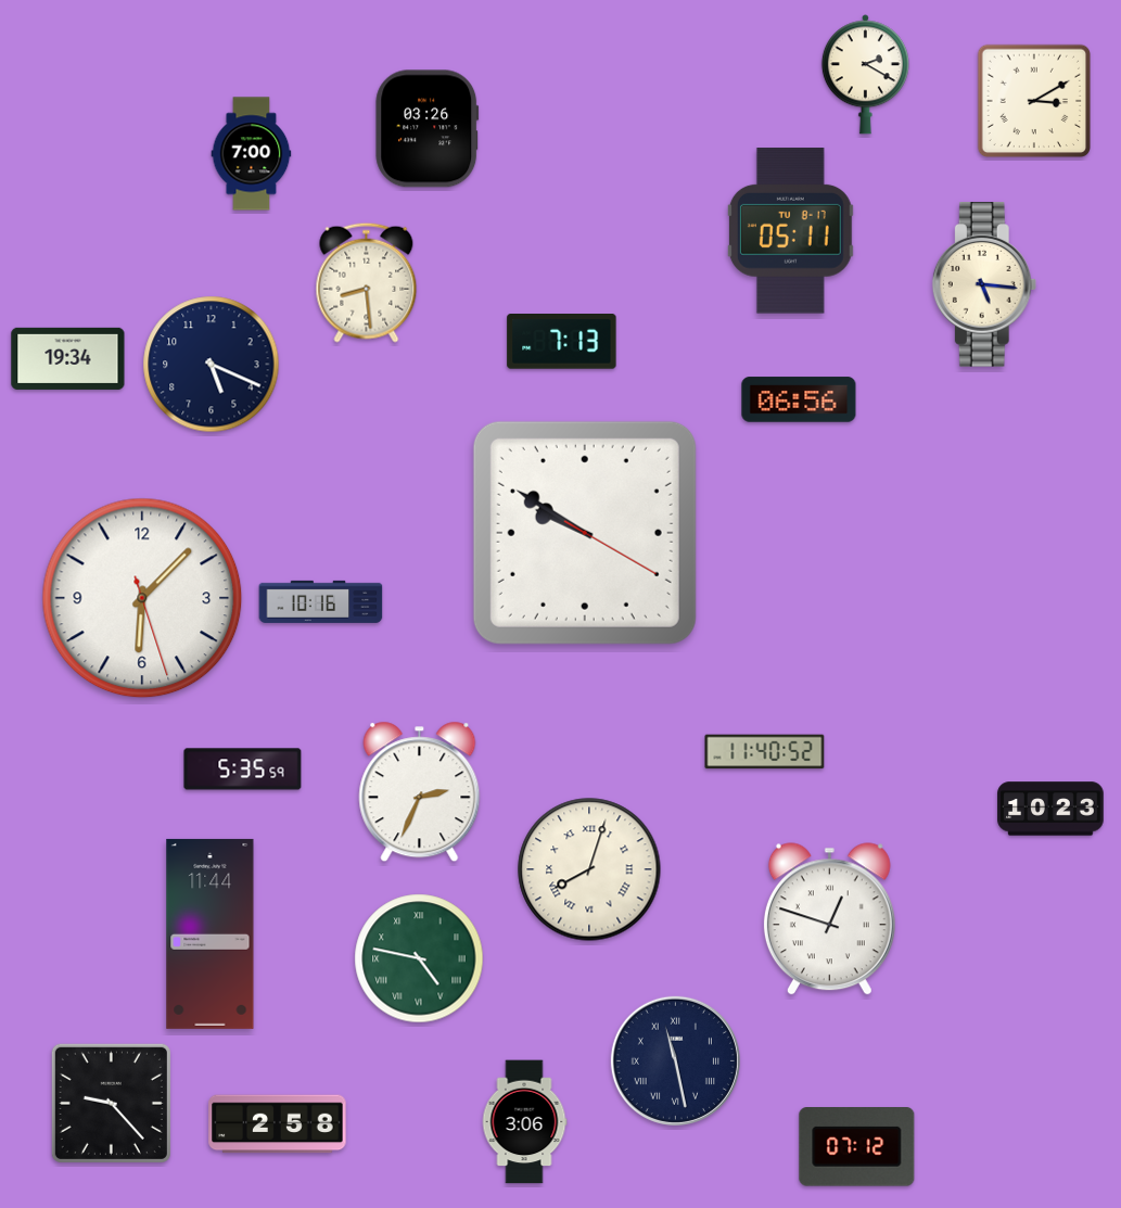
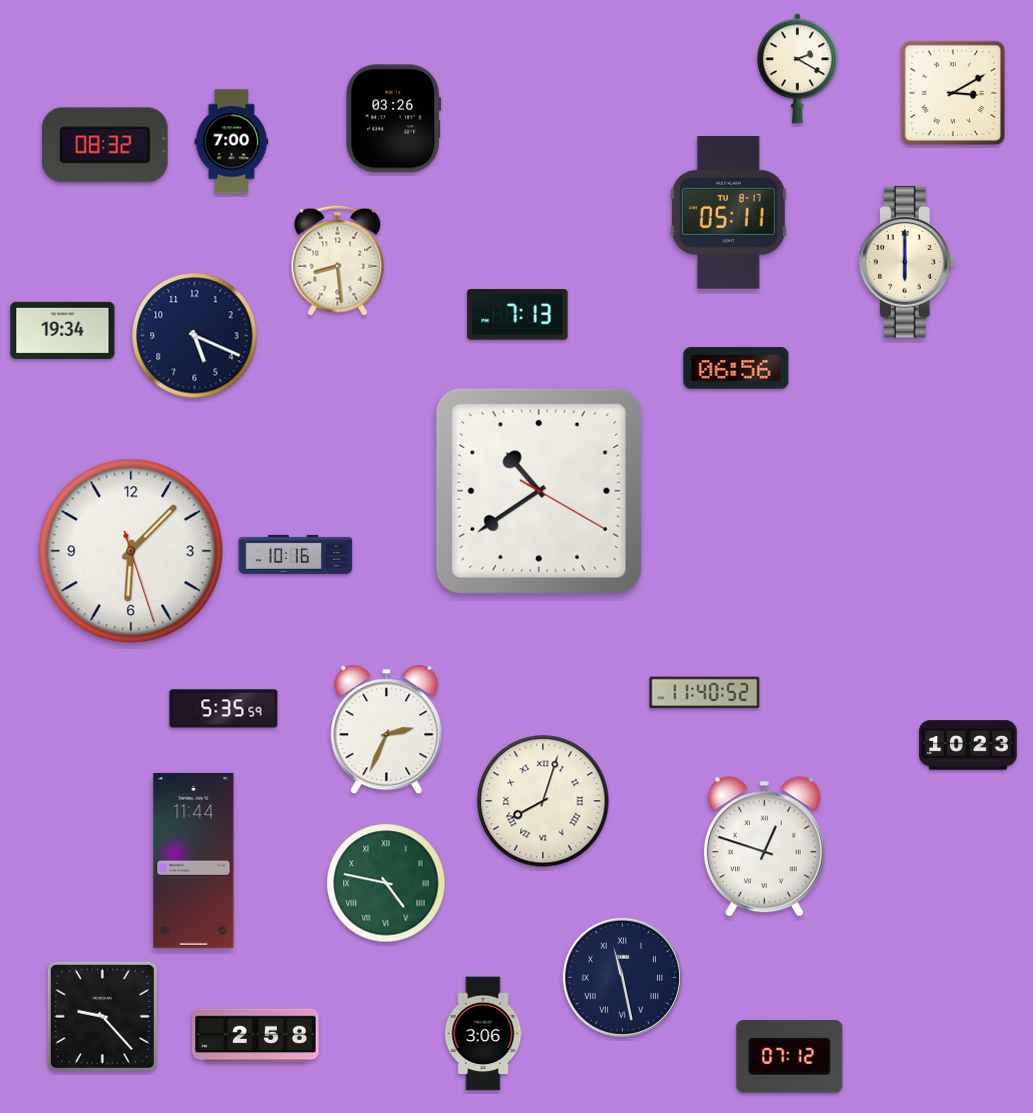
clock at (106, 145): none -> 08:32
clock at (984, 284): 5:16 -> 6:00
clock at (585, 533): 9:50 -> 10:39
